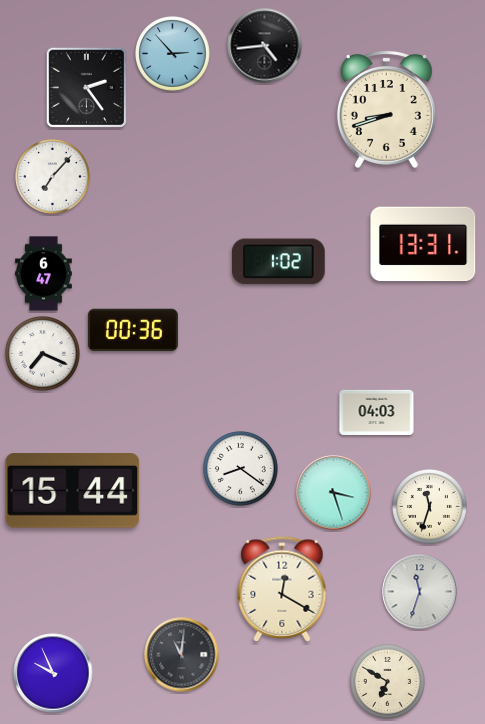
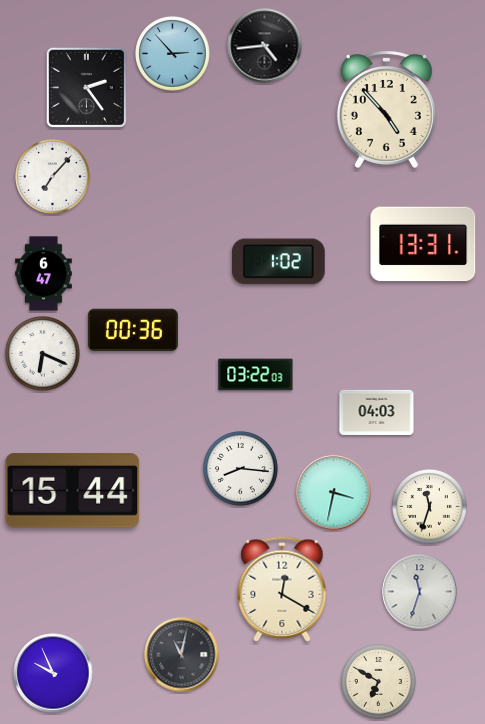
clock at (386, 110): 8:42 -> 4:53
clock at (43, 354): 7:19 -> 6:19
clock at (256, 375): none -> 03:22
clock at (241, 469): 8:21 -> 8:16
clock at (334, 493): 3:27 -> 3:32
clock at (182, 655): 11:01 -> 11:02
clock at (388, 682) position: (388, 682) -> (379, 682)
